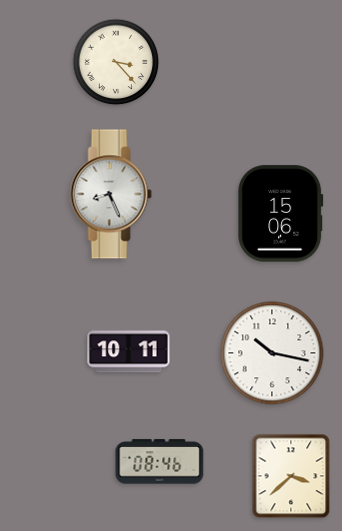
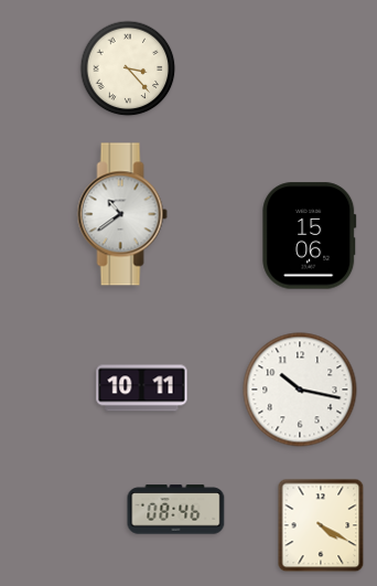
clock at (111, 194): 8:26 -> 10:39
clock at (291, 476): 3:38 -> 4:20
